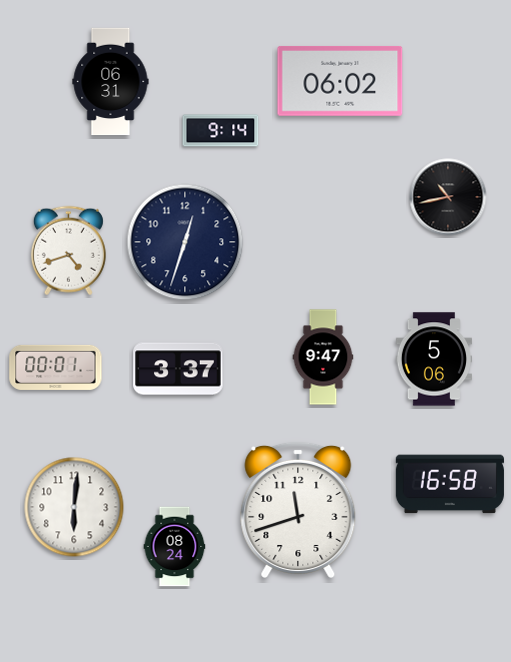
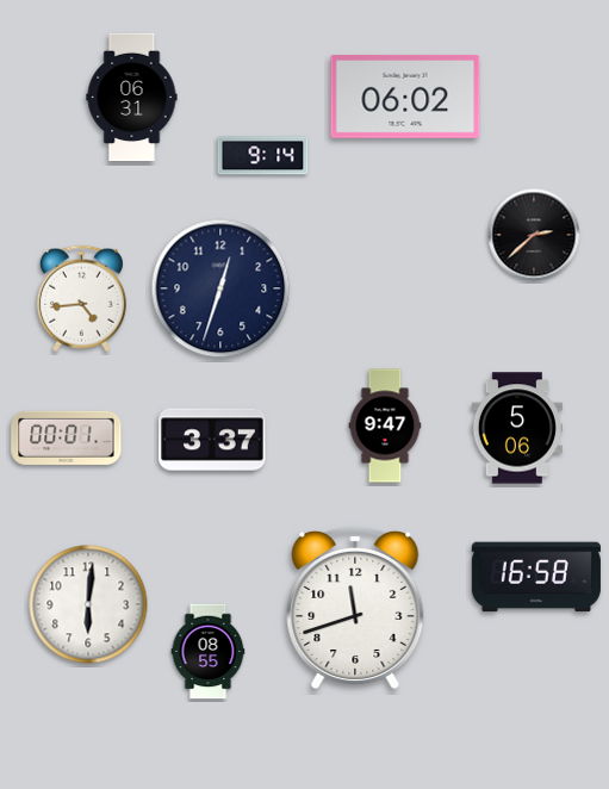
clock at (448, 197): 10:43 -> 2:38
clock at (68, 251): 4:42 -> 4:44
clock at (175, 547): 08:24 -> 08:55
